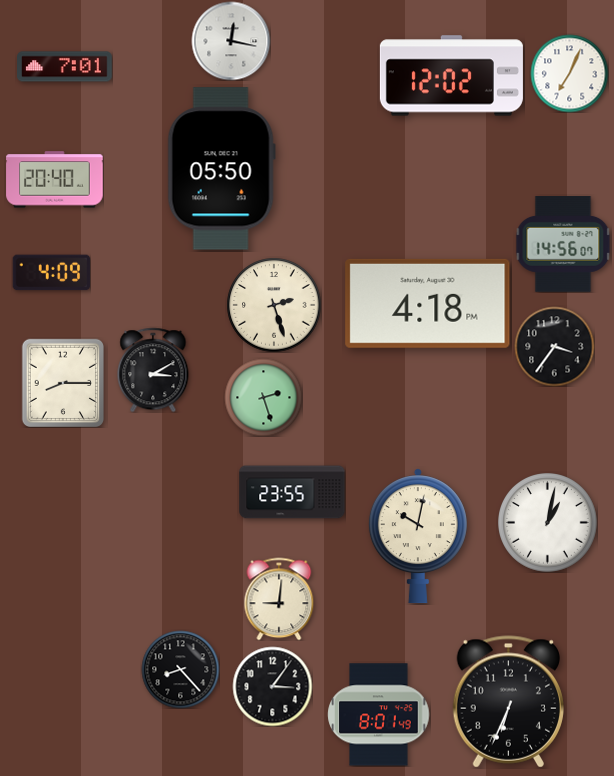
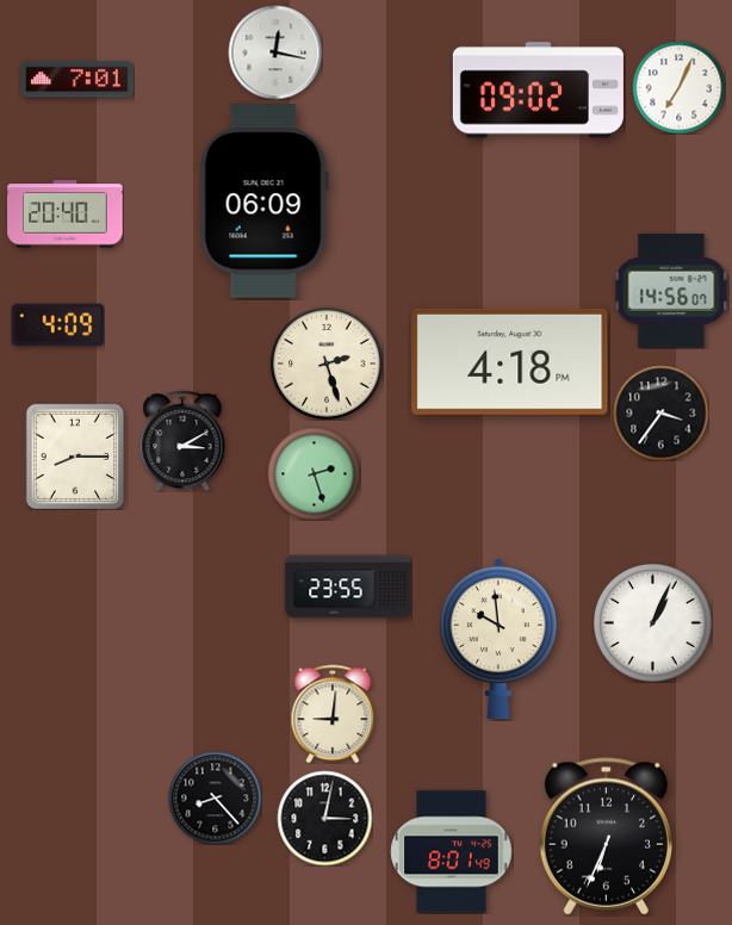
clock at (231, 41) position: (231, 41) -> (275, 52)
clock at (451, 76): 12:02 -> 09:02
clock at (221, 169): 05:50 -> 06:09
clock at (51, 273) position: (51, 273) -> (57, 325)
clock at (548, 523): 1:02 -> 1:04
clock at (418, 536): 10:02 -> 9:59
clock at (272, 686): 3:06 -> 3:02
